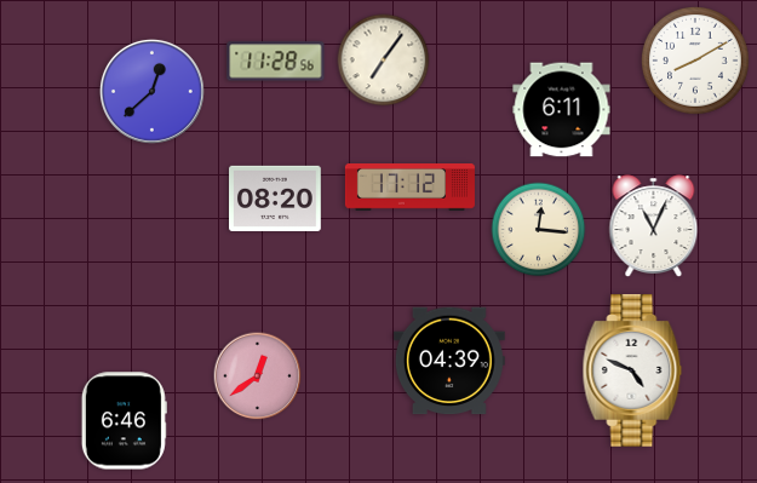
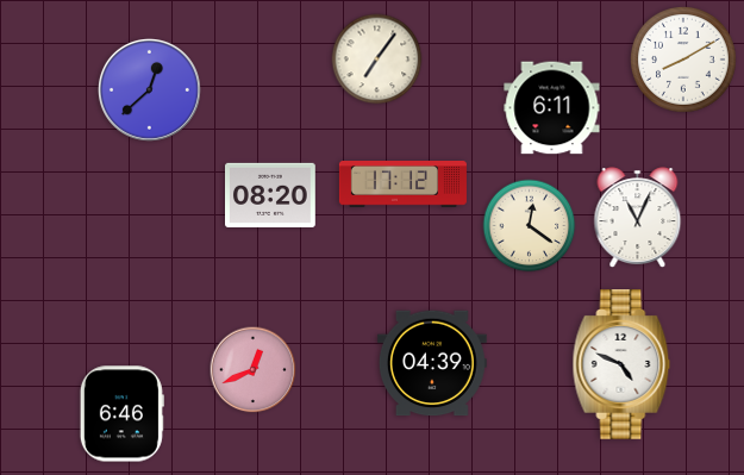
clock at (276, 62): 11:28 -> none
clock at (654, 226) position: (654, 226) -> (638, 218)
clock at (539, 230): 12:16 -> 12:21
clock at (449, 361) position: (449, 361) -> (432, 363)
clock at (258, 376): 12:39 -> 12:41
